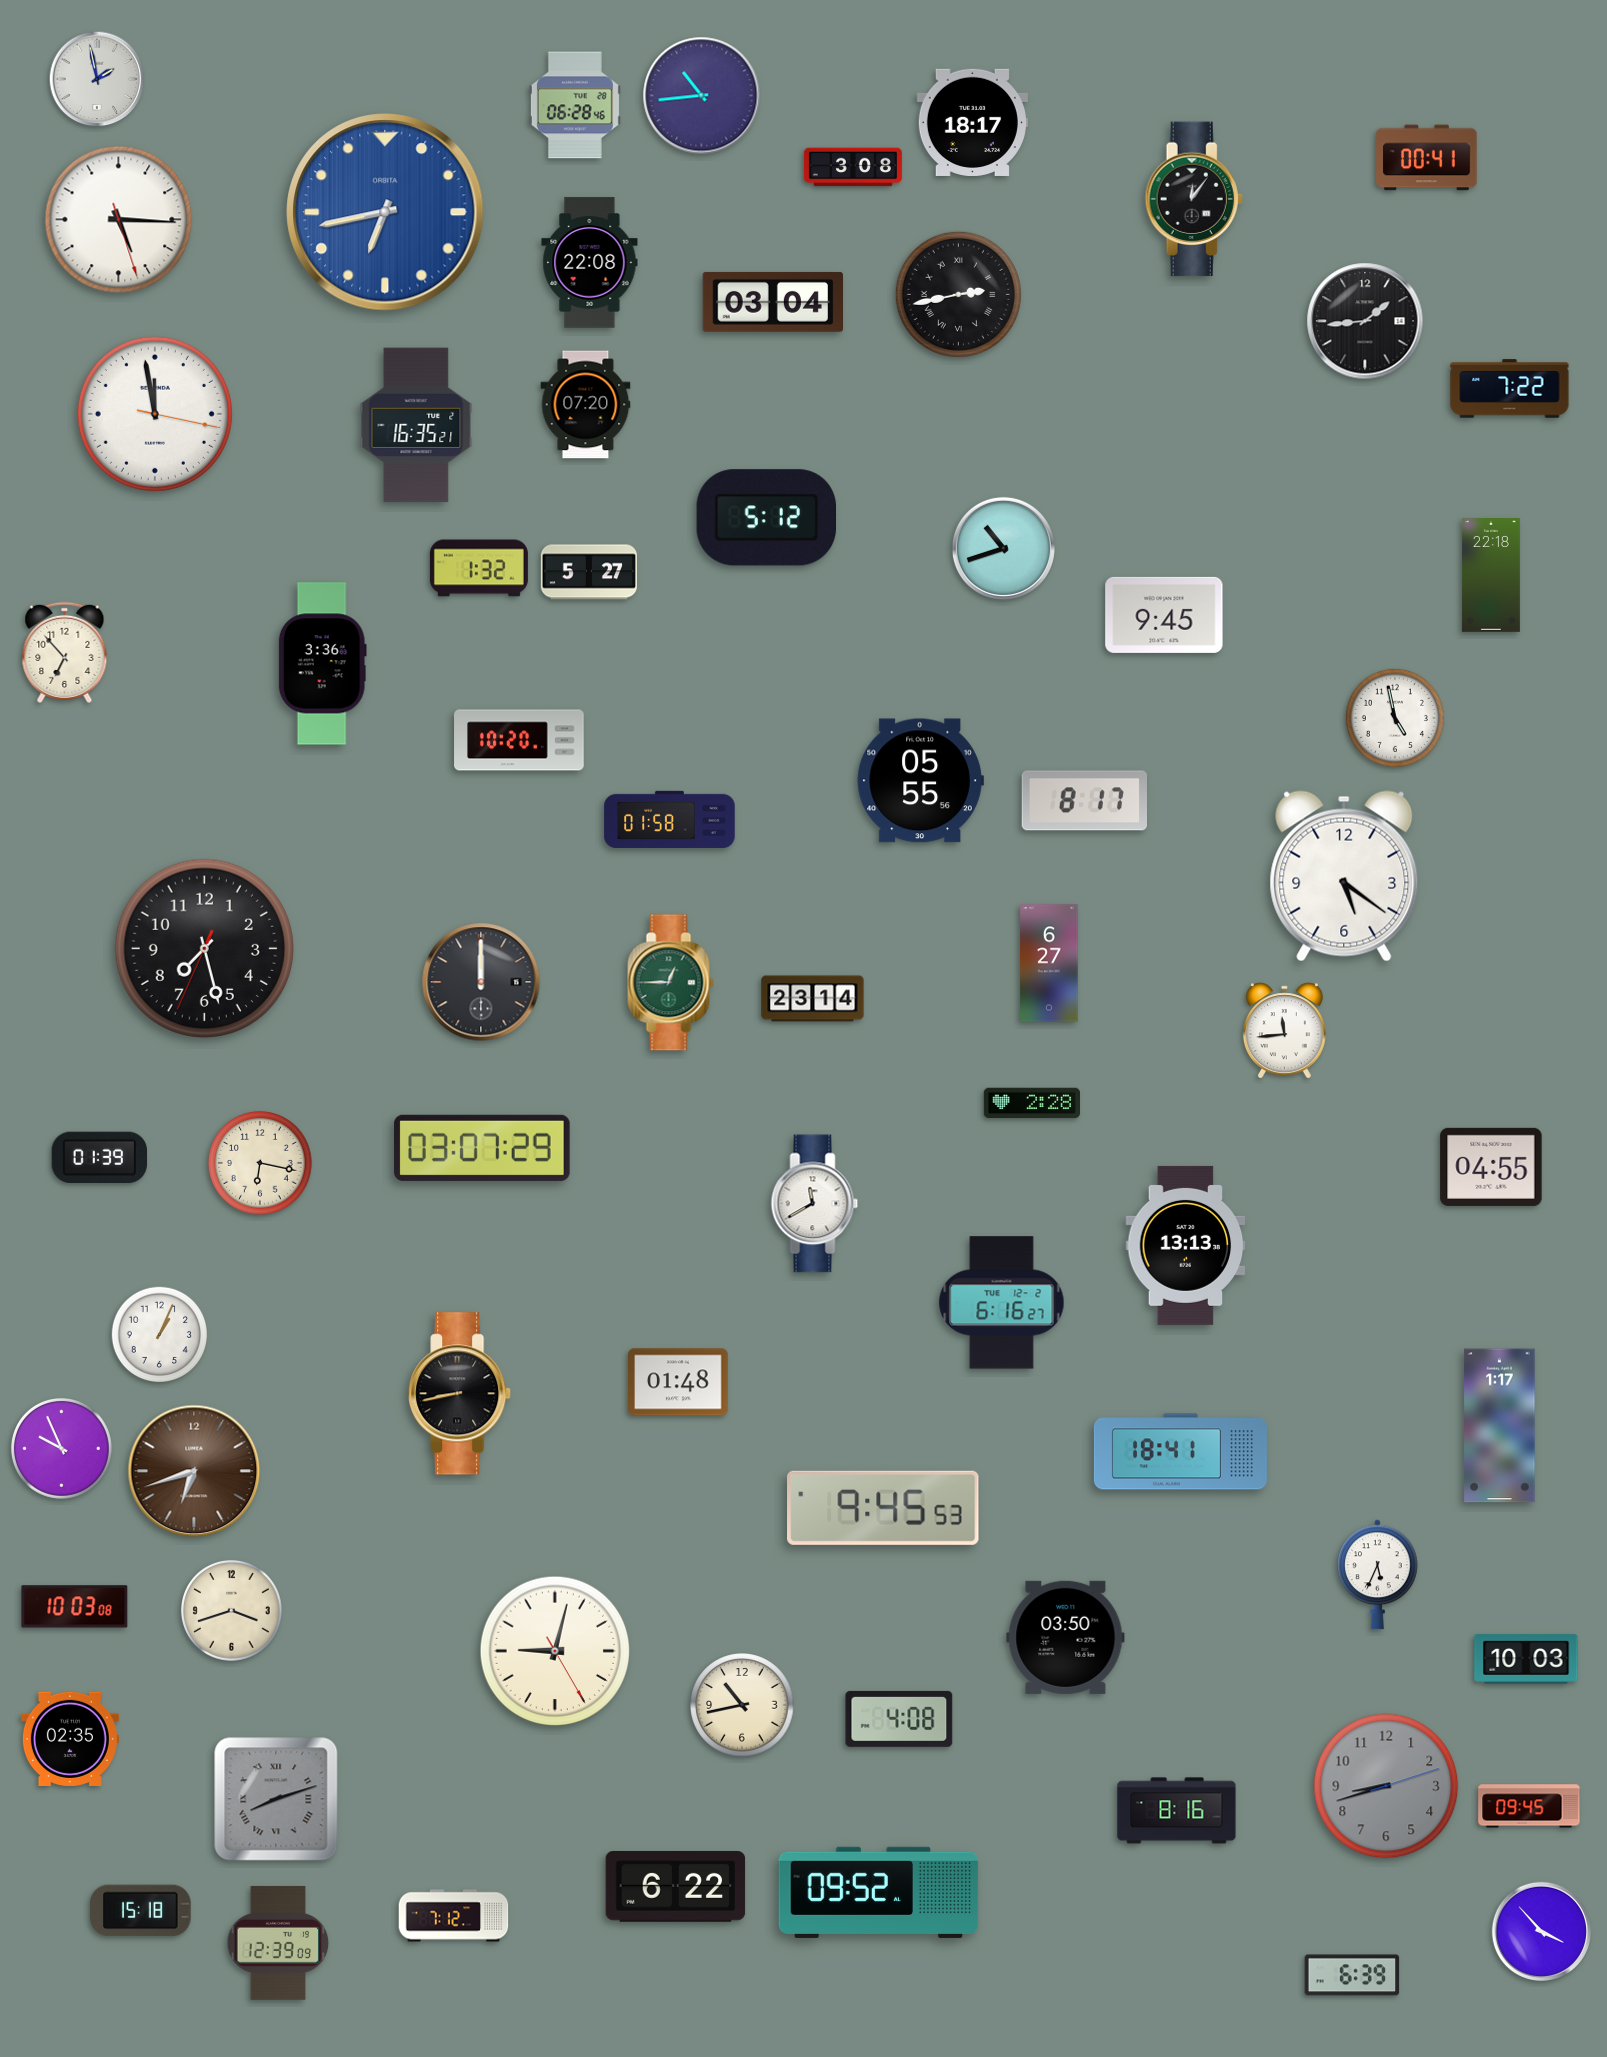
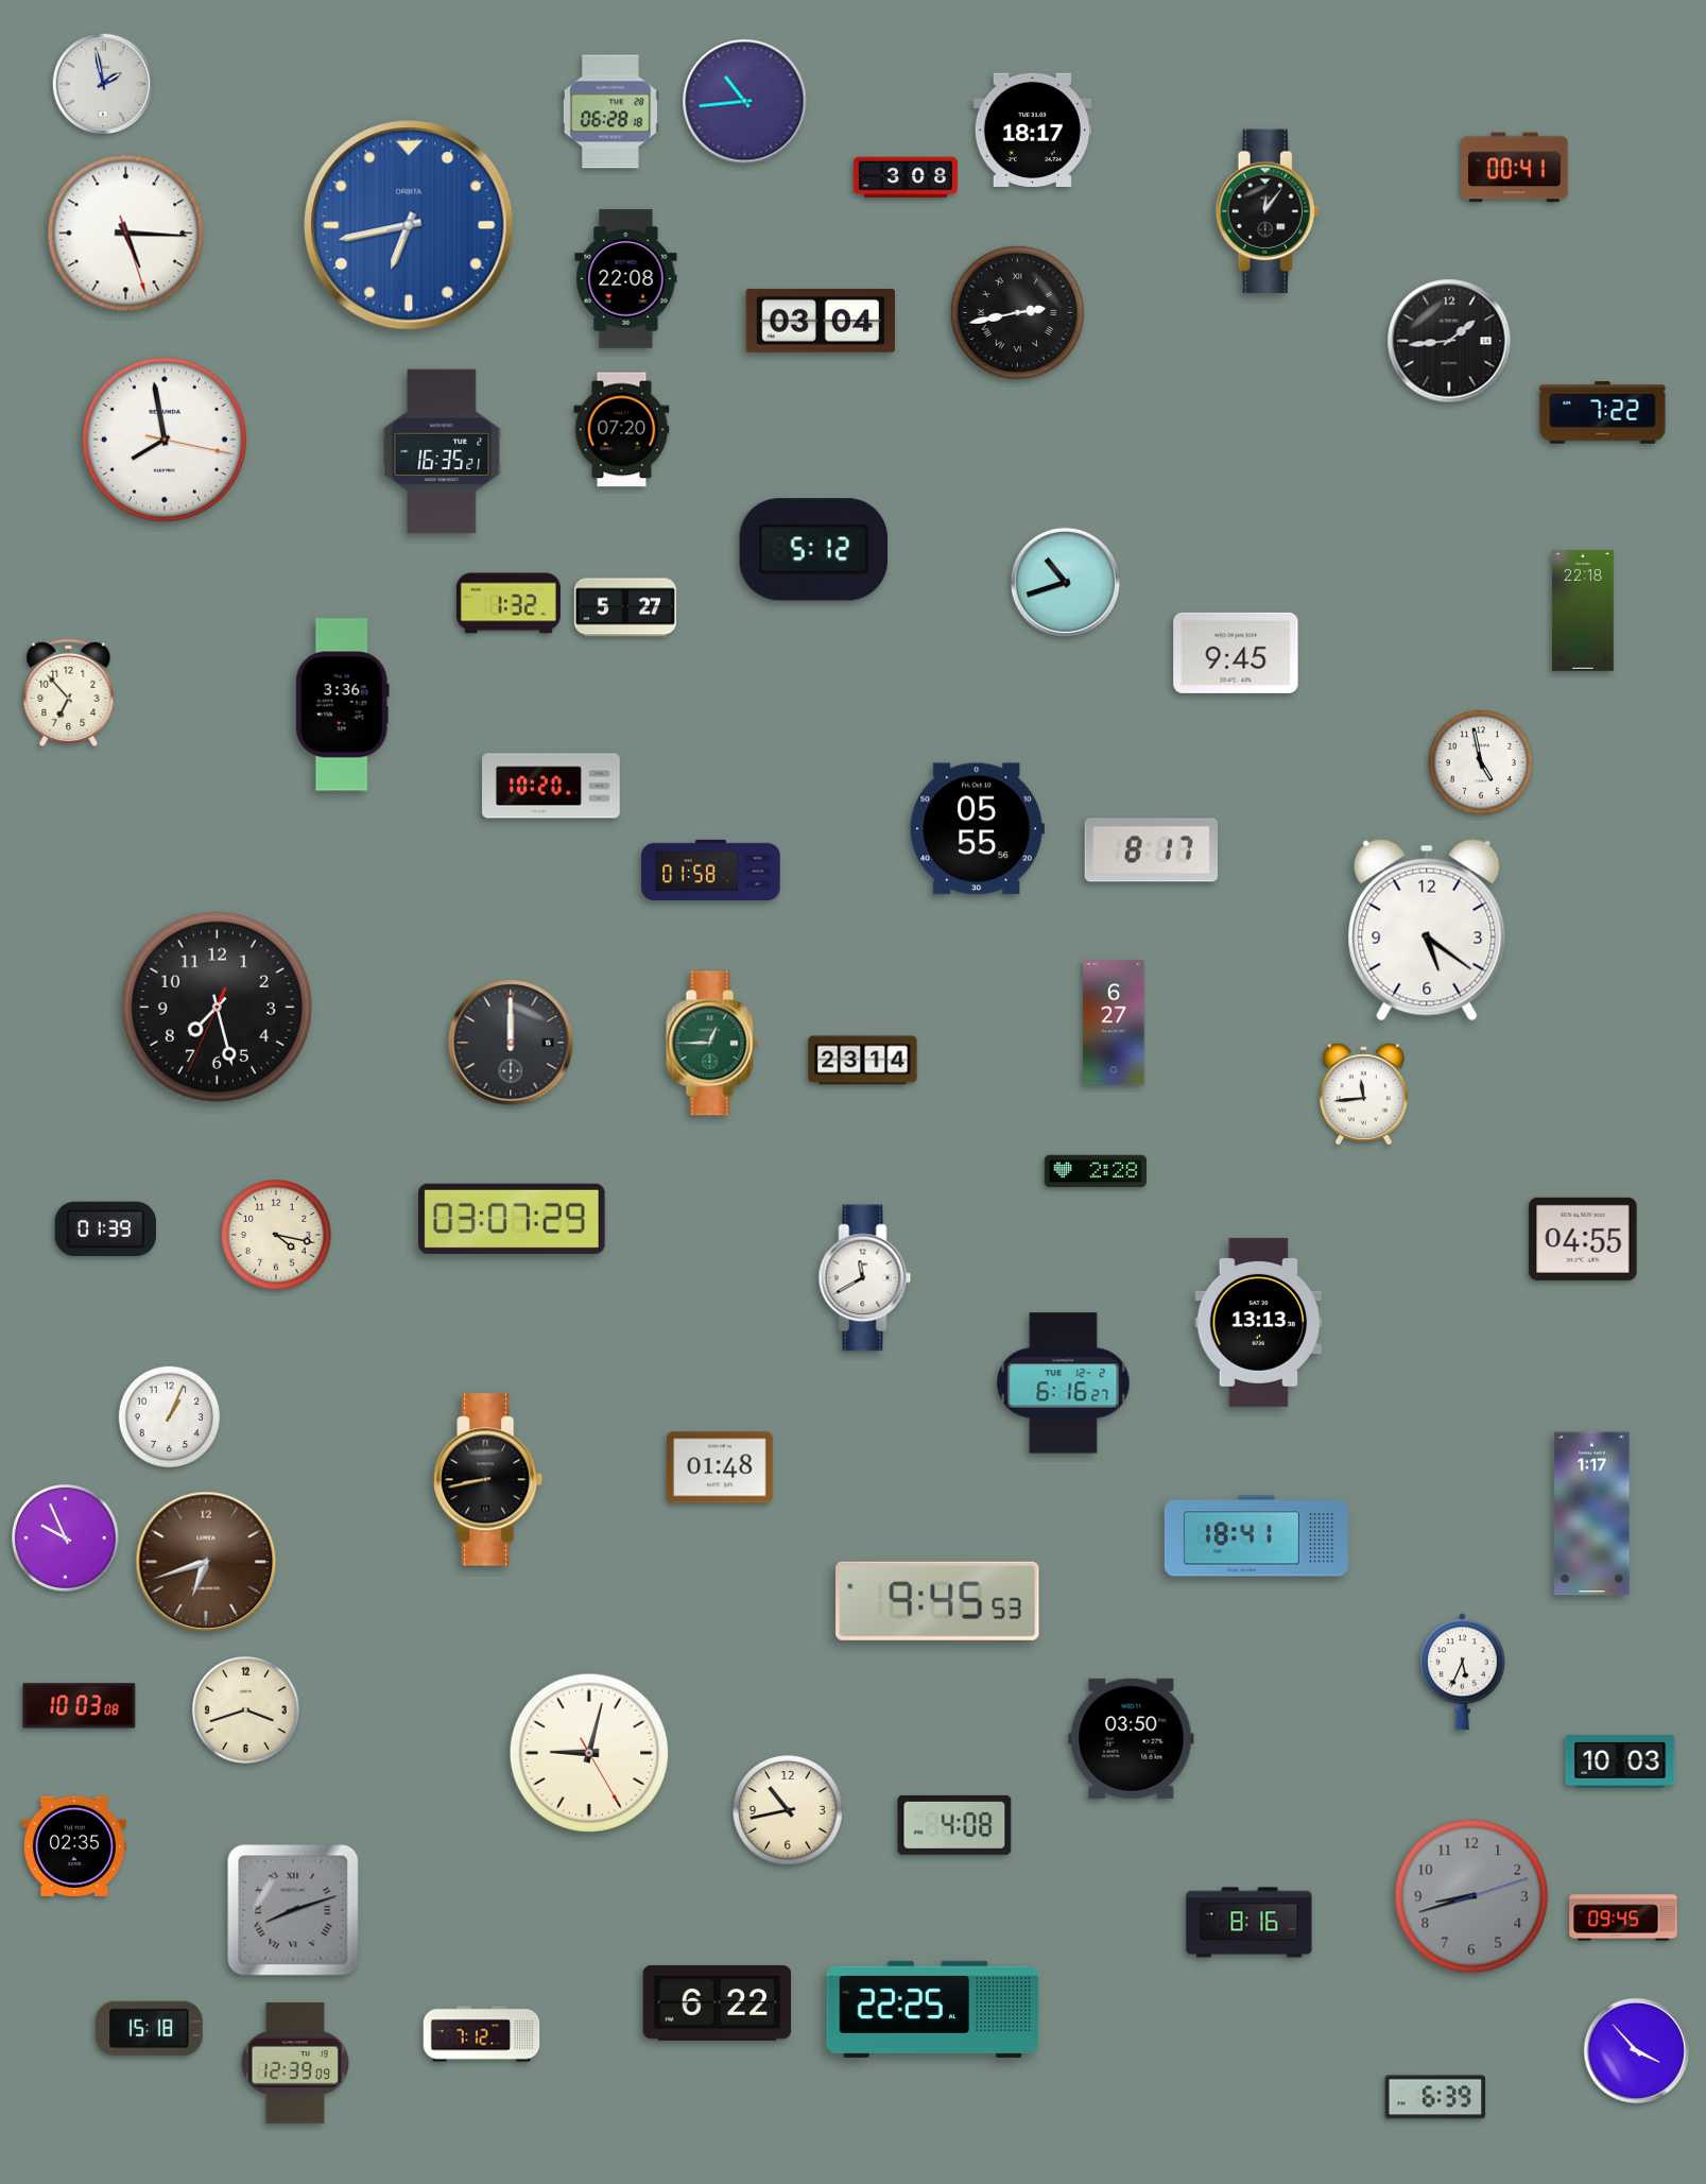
clock at (575, 105): 06:28:46 -> 06:28:18
clock at (155, 414): 11:58 -> 7:58
clock at (260, 1163): 6:17 -> 4:17
clock at (1180, 1452) position: (1180, 1452) -> (1256, 1536)
clock at (879, 1892): 09:52 -> 22:25
